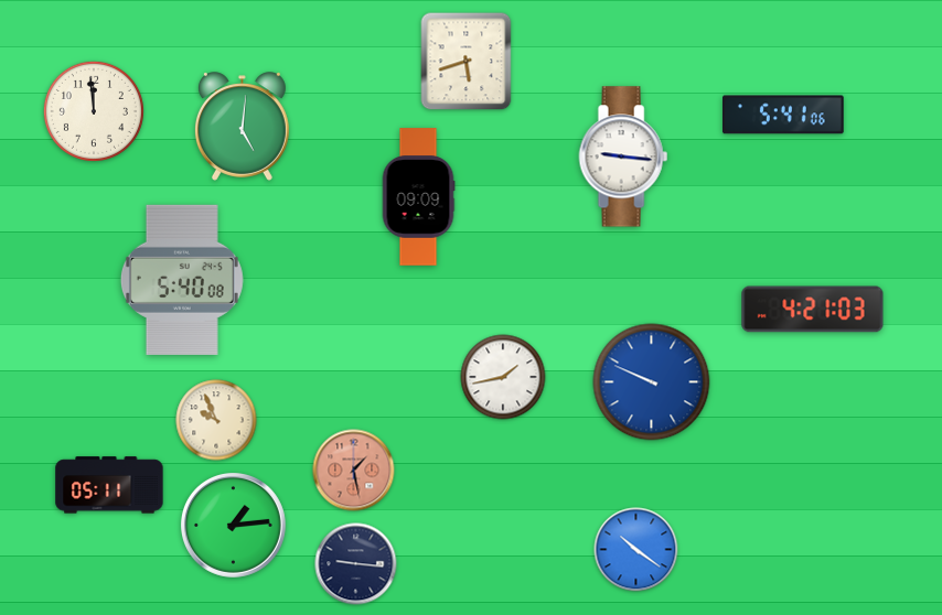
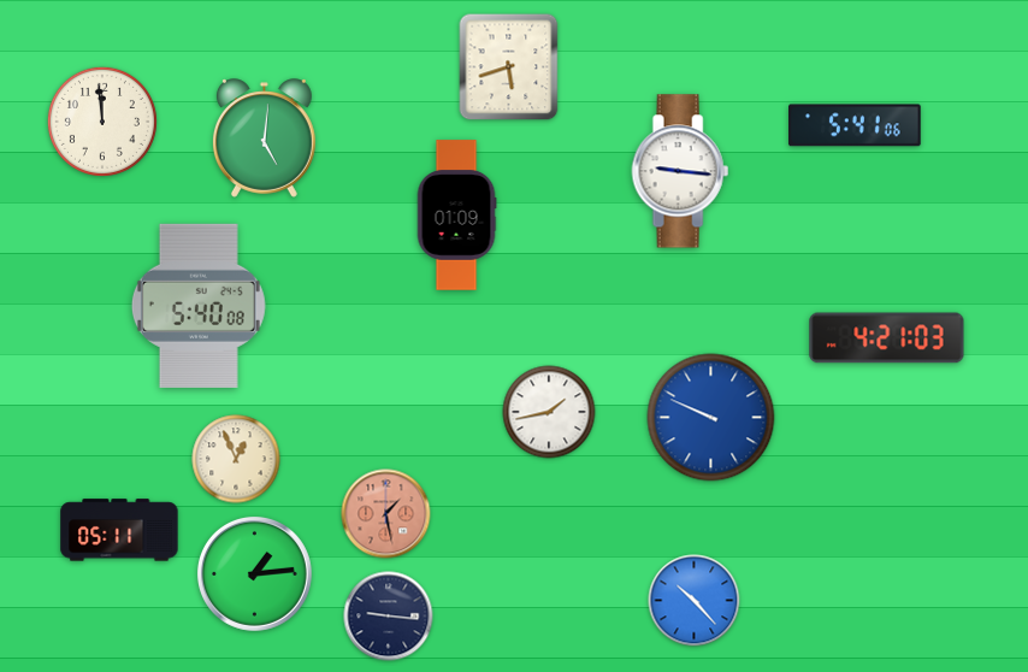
clock at (418, 197): 09:09 -> 01:09
clock at (216, 420): 9:56 -> 12:56
clock at (636, 550): 10:21 -> 10:23
